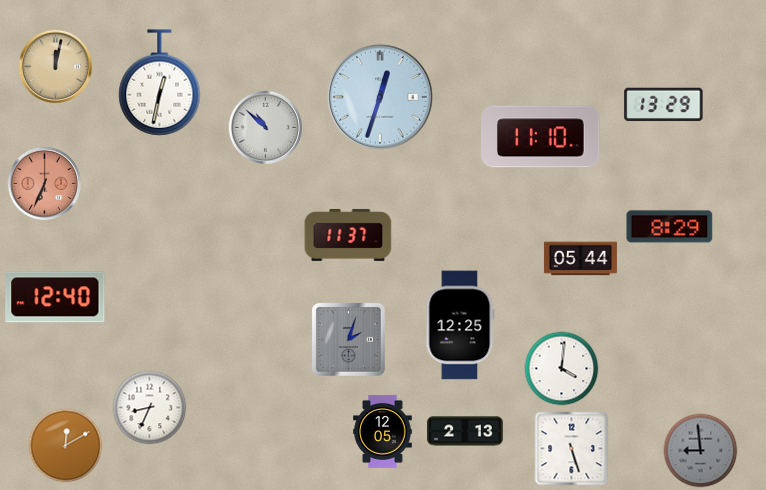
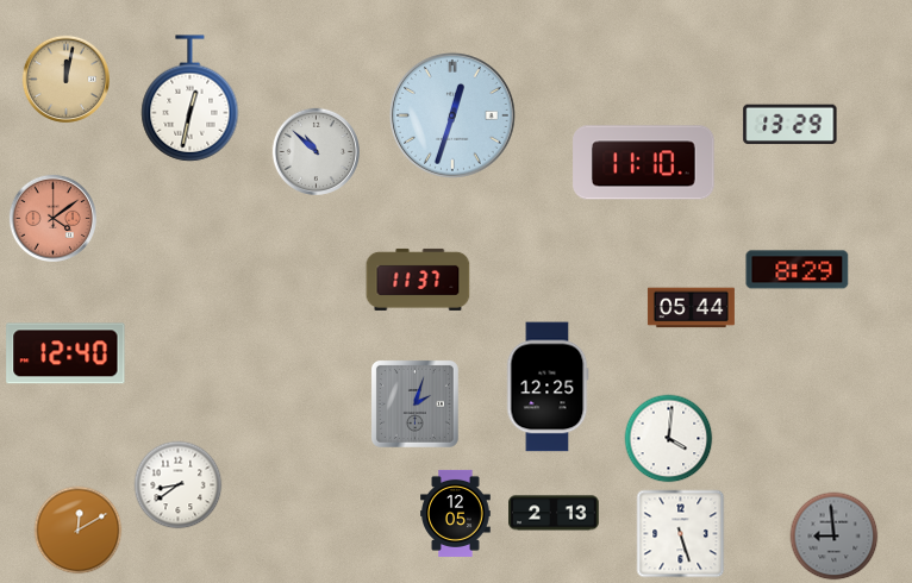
clock at (44, 183): 6:34 -> 4:09
clock at (348, 235) position: (348, 235) -> (418, 280)
clock at (150, 408): 8:34 -> 8:39
